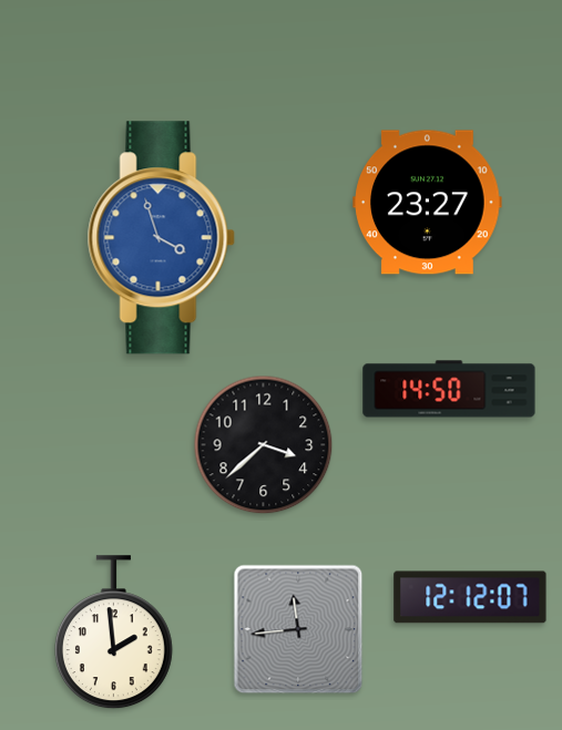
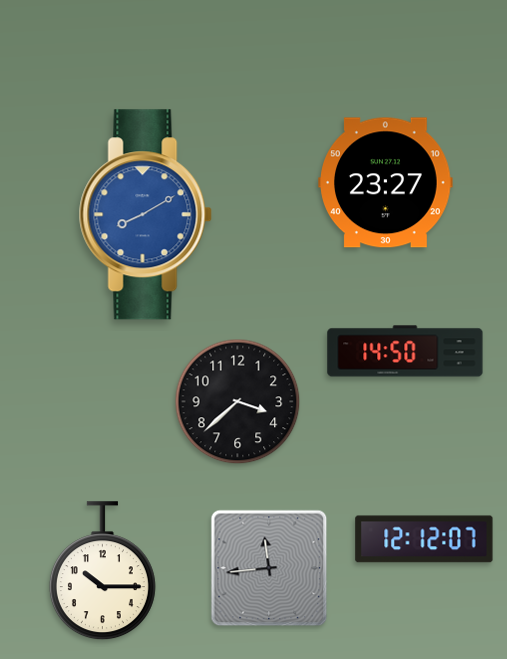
clock at (161, 238): 3:57 -> 8:10
clock at (113, 633): 1:59 -> 10:15
